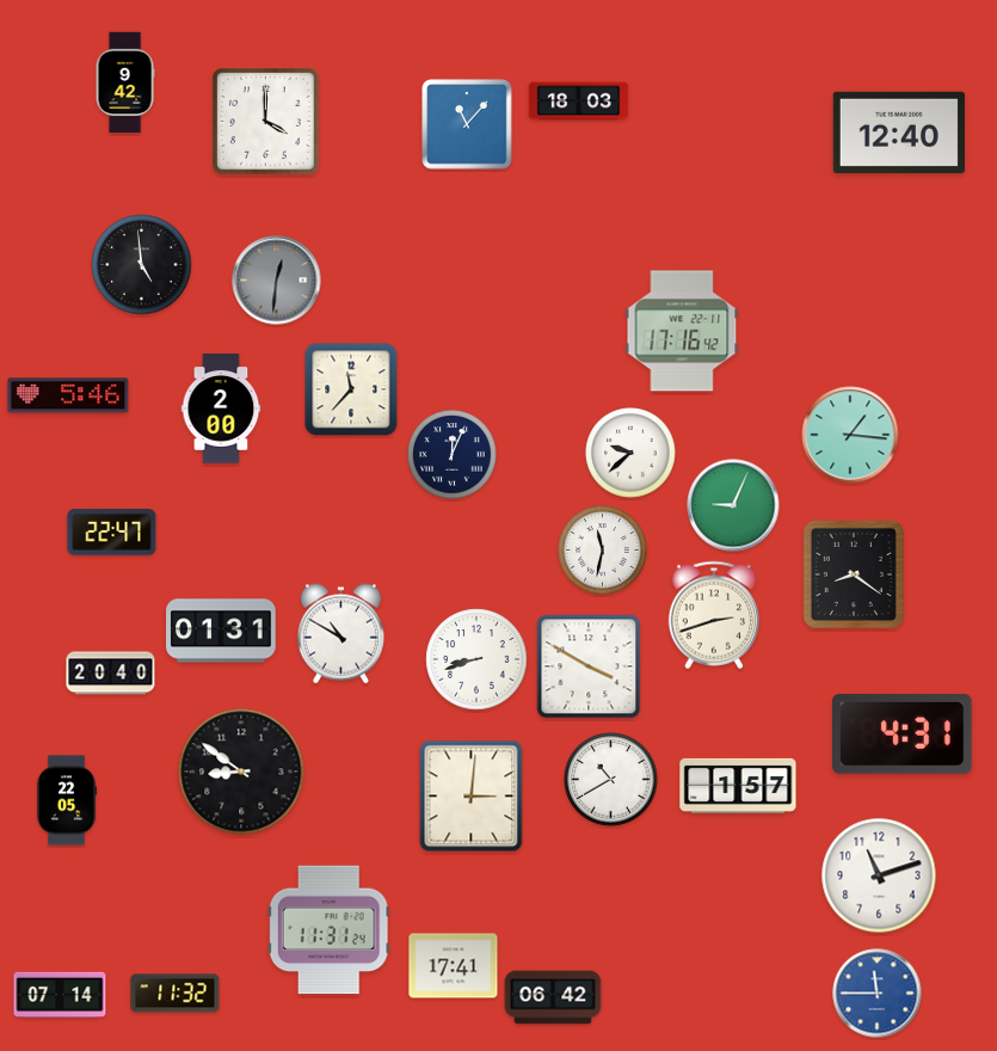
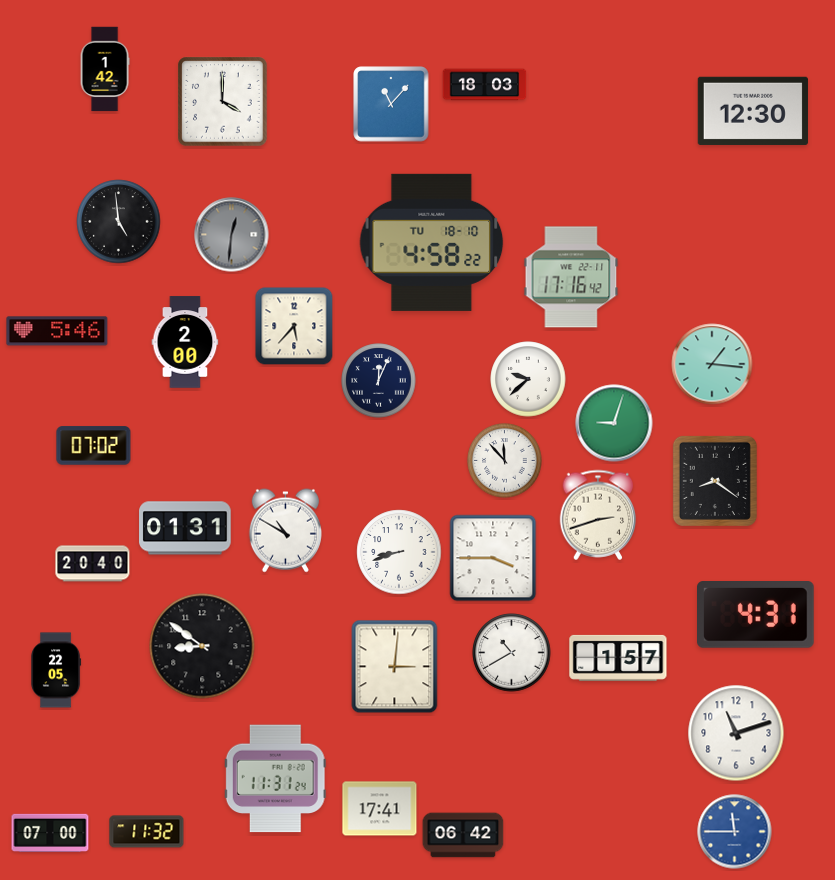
clock at (125, 82): 9:42 -> 1:42
clock at (899, 133): 12:40 -> 12:30
clock at (432, 242): none -> 4:58
clock at (351, 389): 11:37 -> 5:37
clock at (733, 505): 9:04 -> 9:03
clock at (112, 533): 22:47 -> 07:02
clock at (603, 551): 11:32 -> 11:53
clock at (589, 666): 3:50 -> 3:45
clock at (60, 994): 07:14 -> 07:00
